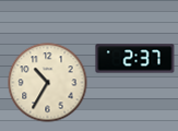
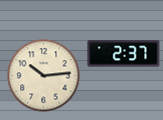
clock at (48, 83): 10:35 -> 10:14
